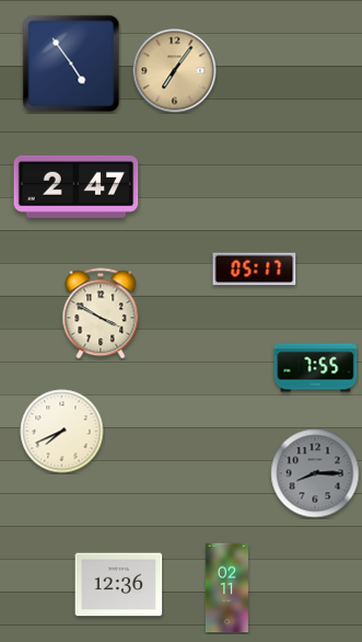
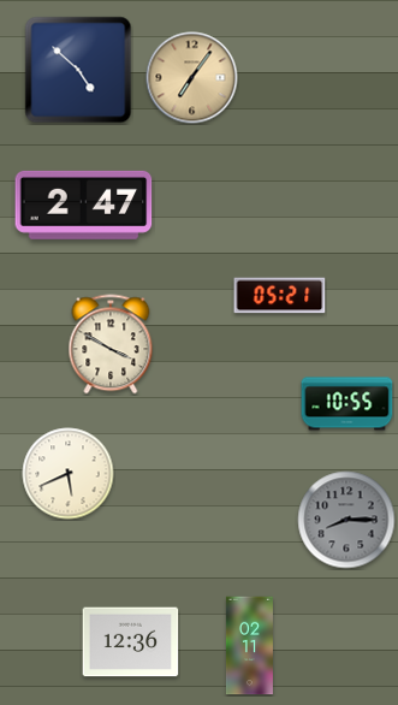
clock at (71, 64): 4:54 -> 4:52
clock at (255, 270): 05:17 -> 05:21
clock at (316, 368): 7:55 -> 10:55
clock at (62, 432): 7:41 -> 5:41
